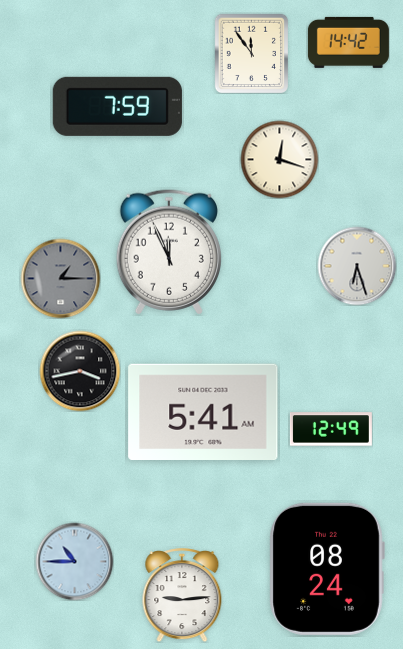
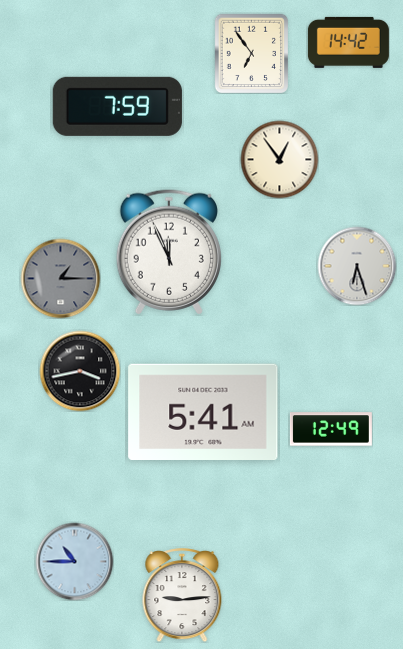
clock at (252, 53): 11:54 -> 6:54
clock at (279, 159): 12:18 -> 12:54
clock at (327, 569): 08:24 -> none
